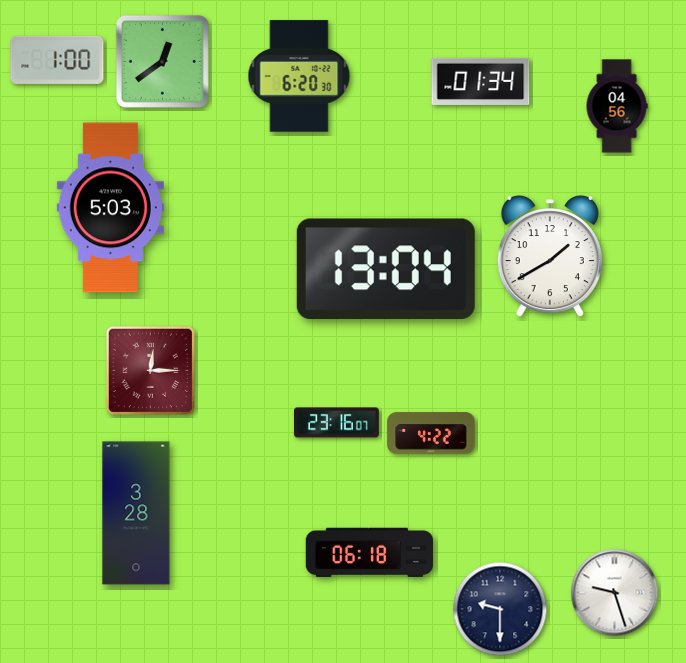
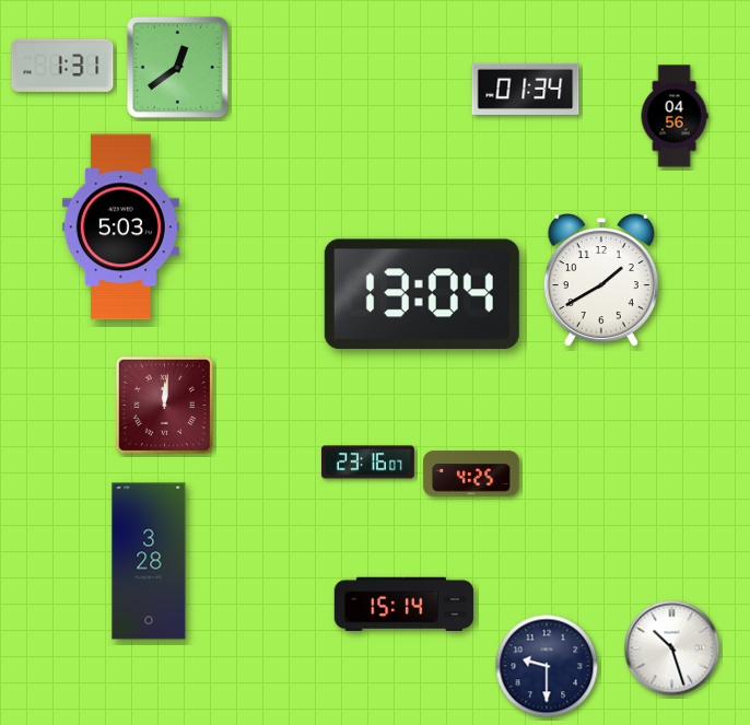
clock at (57, 60): 1:00 -> 1:31
clock at (299, 76): 6:20 -> none
clock at (150, 370): 12:15 -> 12:01
clock at (431, 433): 4:22 -> 4:25
clock at (370, 553): 06:18 -> 15:14
clock at (615, 593): 9:27 -> 10:27
